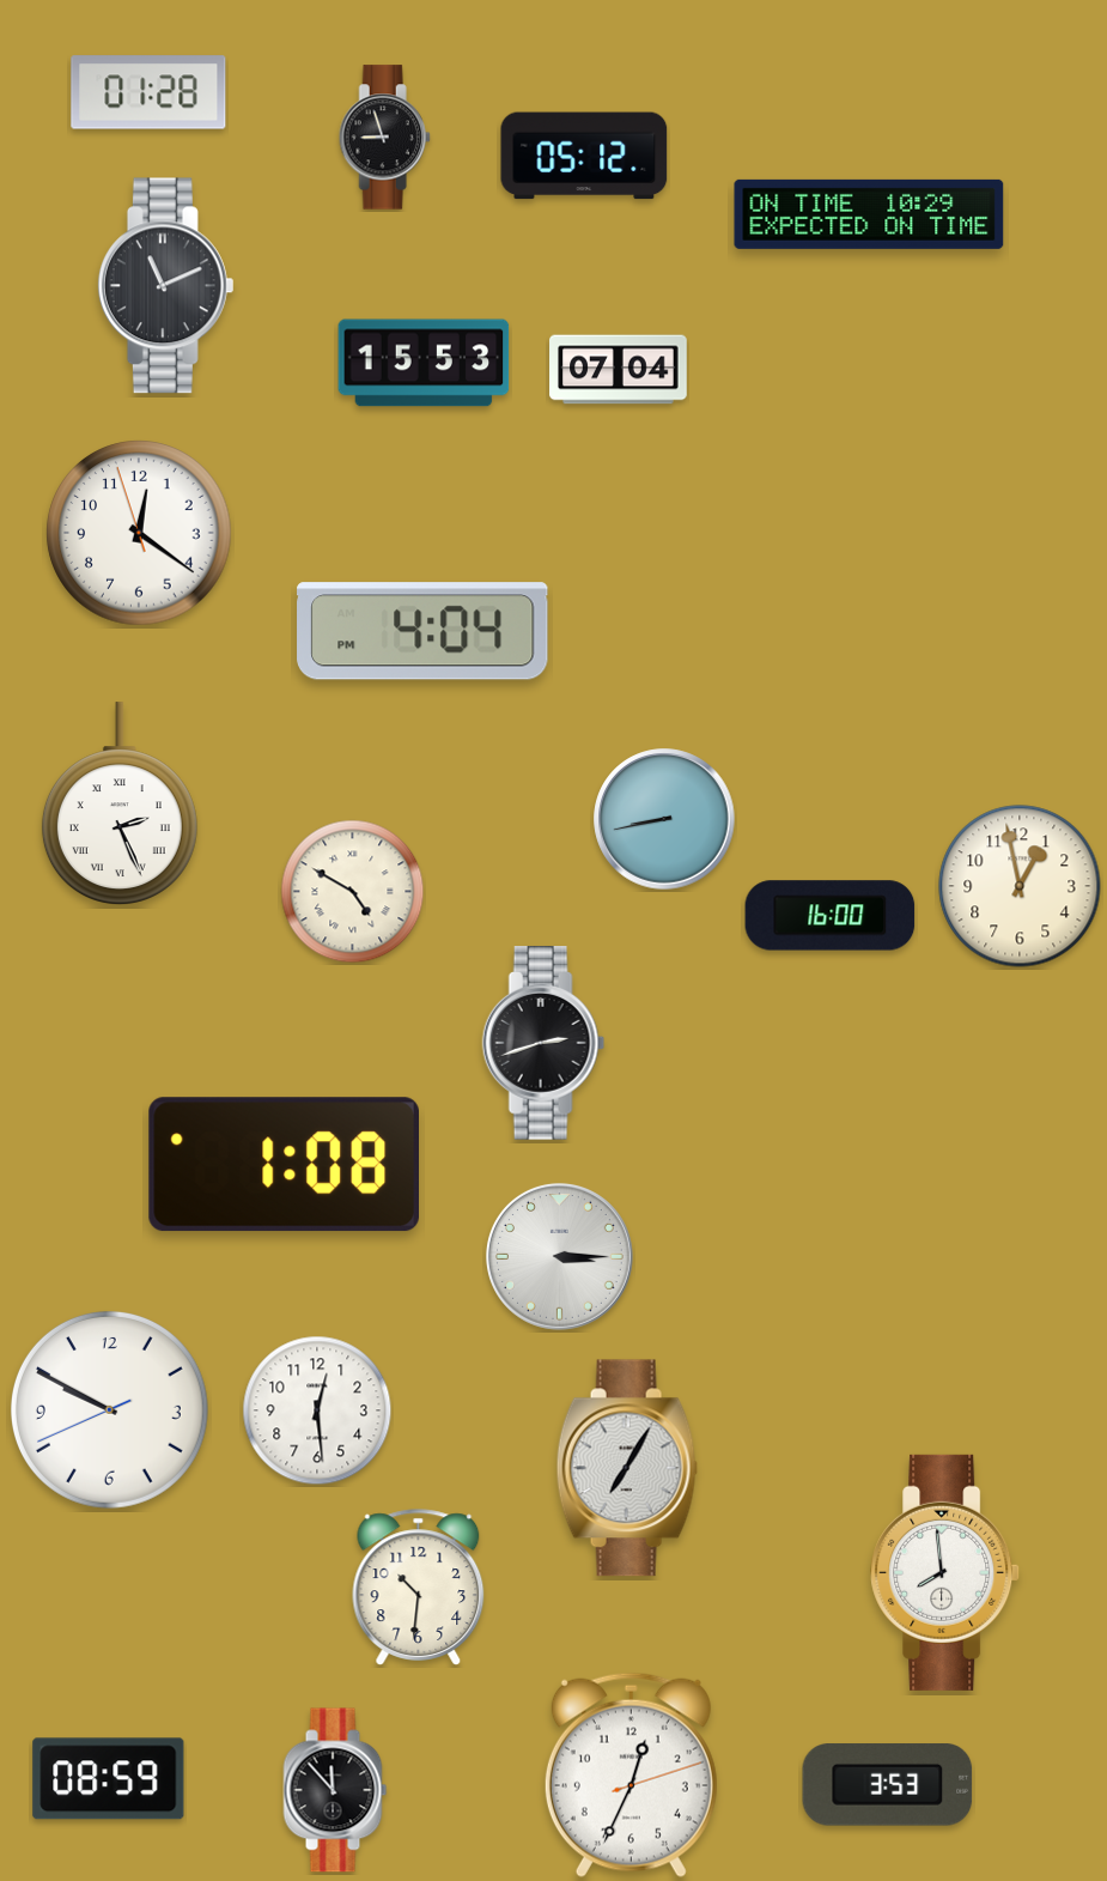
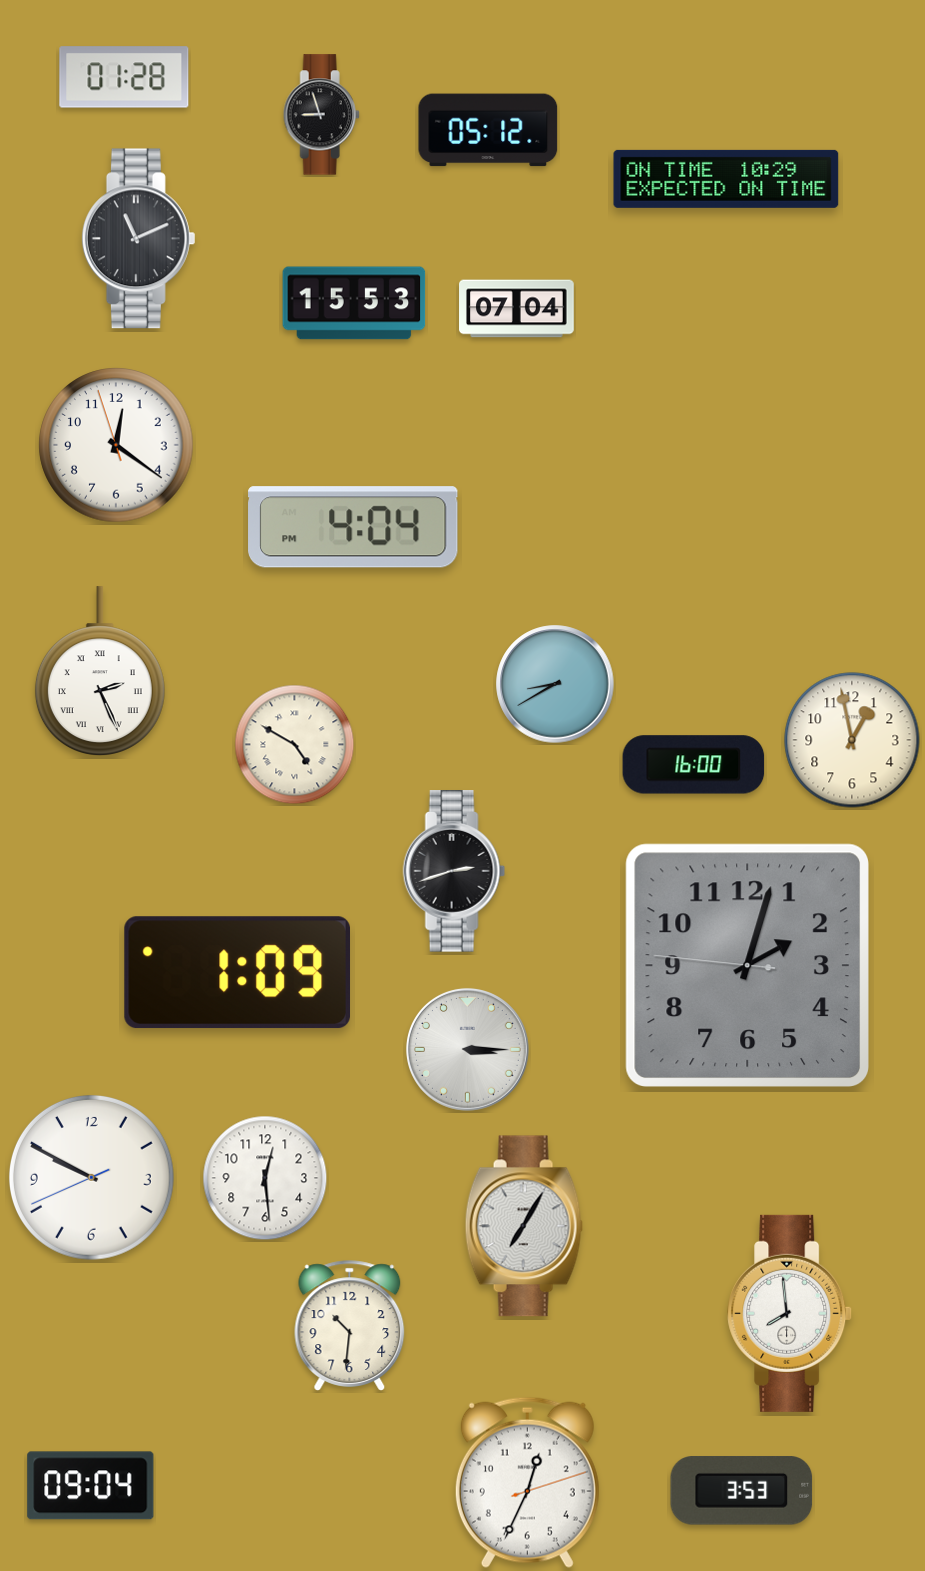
clock at (664, 819): 8:43 -> 8:40
clock at (747, 965): none -> 2:02
clock at (284, 1165): 1:08 -> 1:09
clock at (109, 1779): 08:59 -> 09:04
clock at (335, 1790): 11:53 -> none
